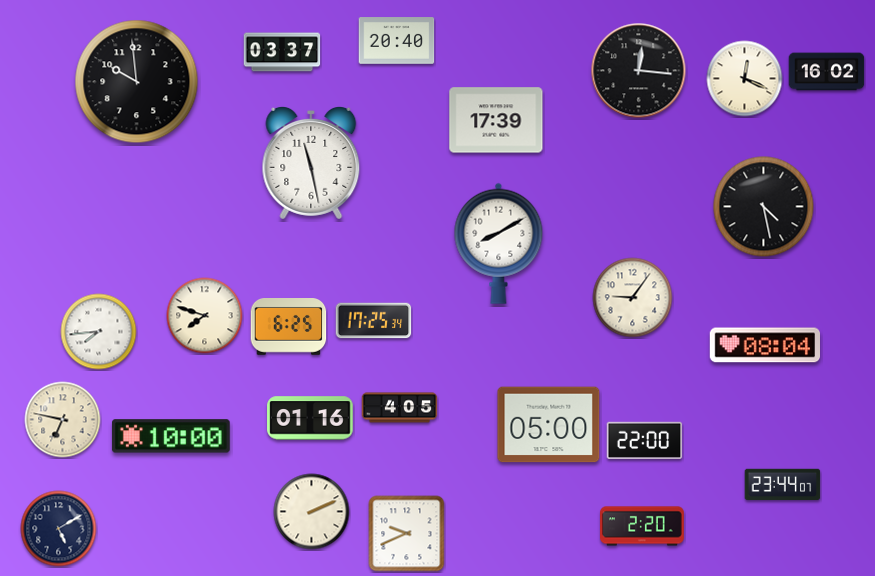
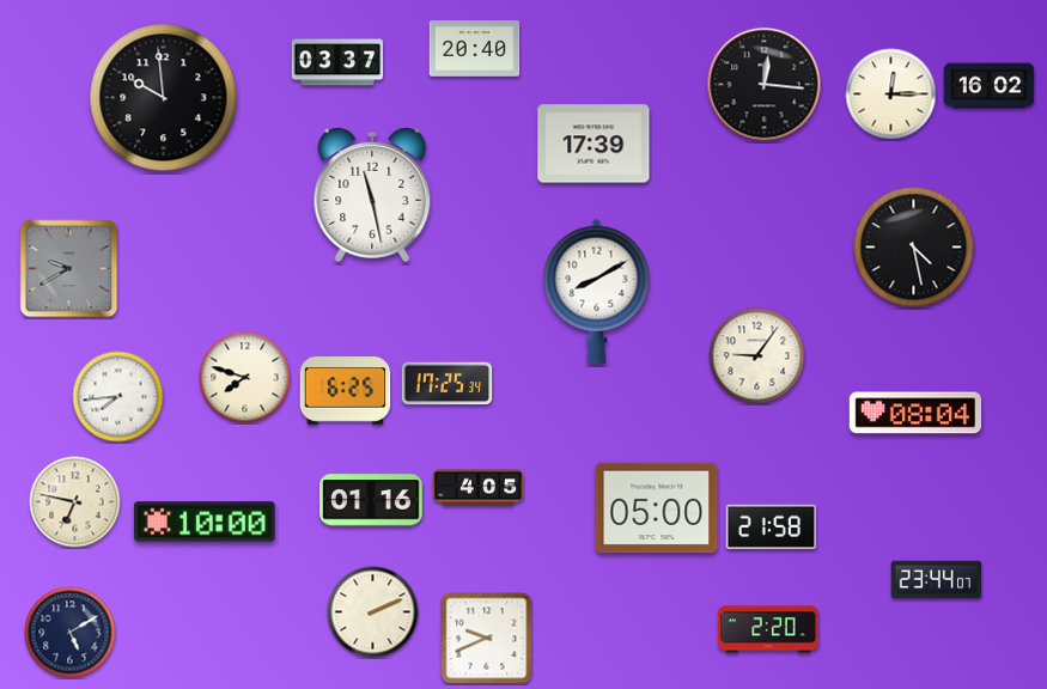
clock at (745, 79): 12:19 -> 12:15
clock at (69, 269): none -> 9:40
clock at (645, 441): 22:00 -> 21:58
